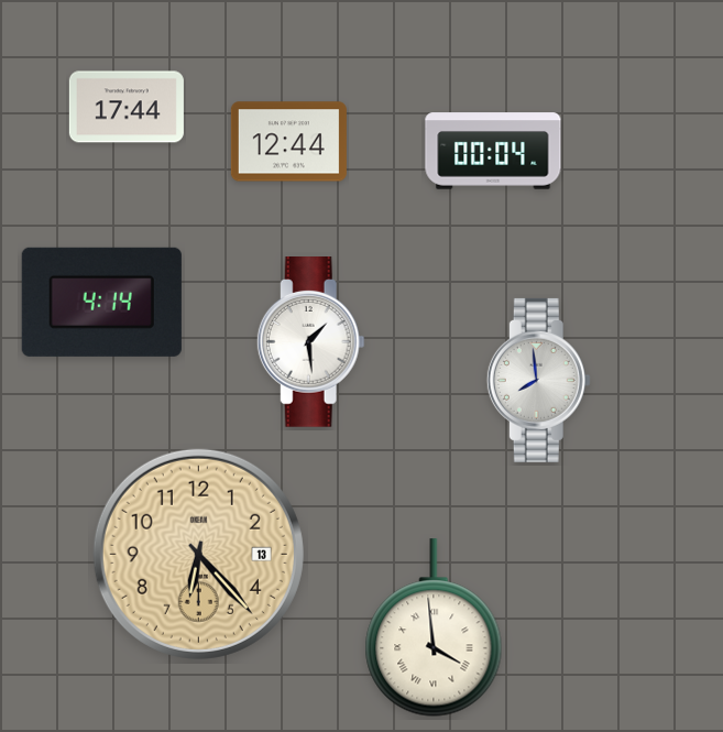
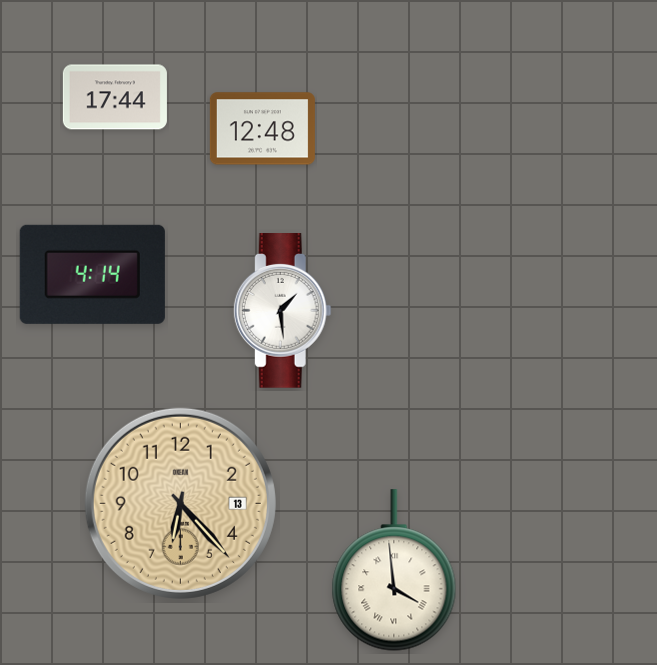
clock at (288, 142): 12:44 -> 12:48
clock at (493, 151): 00:04 -> none
clock at (538, 380): 7:59 -> none
